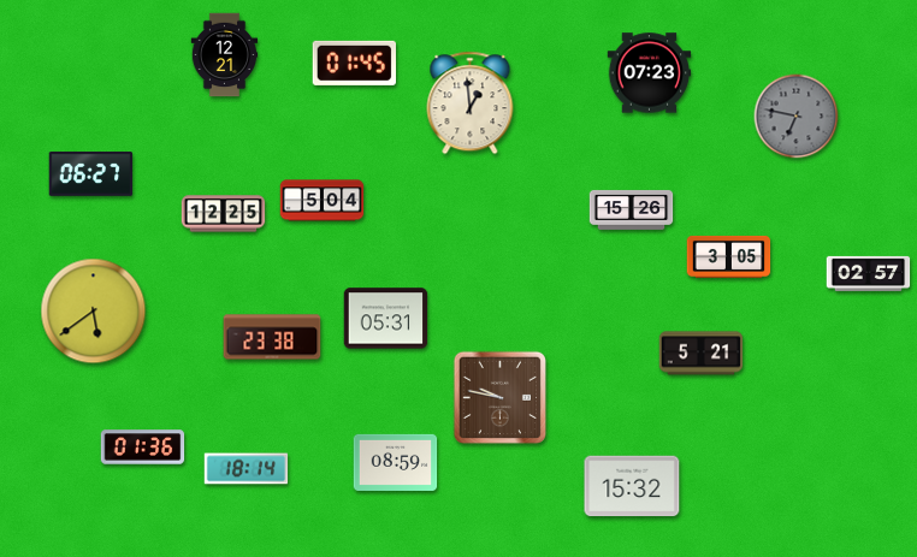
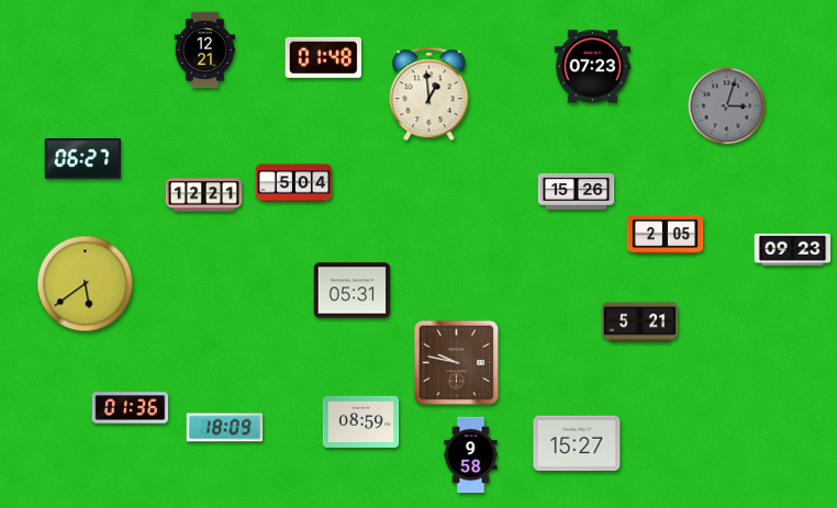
clock at (354, 63): 01:45 -> 01:48
clock at (797, 117): 6:47 -> 3:03
clock at (224, 214): 12:25 -> 12:21
clock at (729, 256): 3:05 -> 2:05
clock at (869, 273): 02:57 -> 09:23
clock at (272, 337): 23:38 -> none
clock at (247, 469): 18:14 -> 18:09
clock at (632, 486): 15:32 -> 15:27
clock at (471, 455): none -> 9:58
